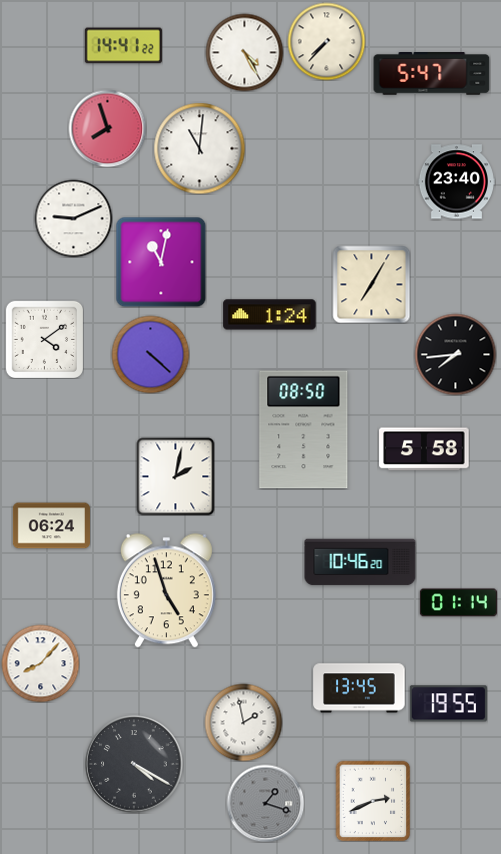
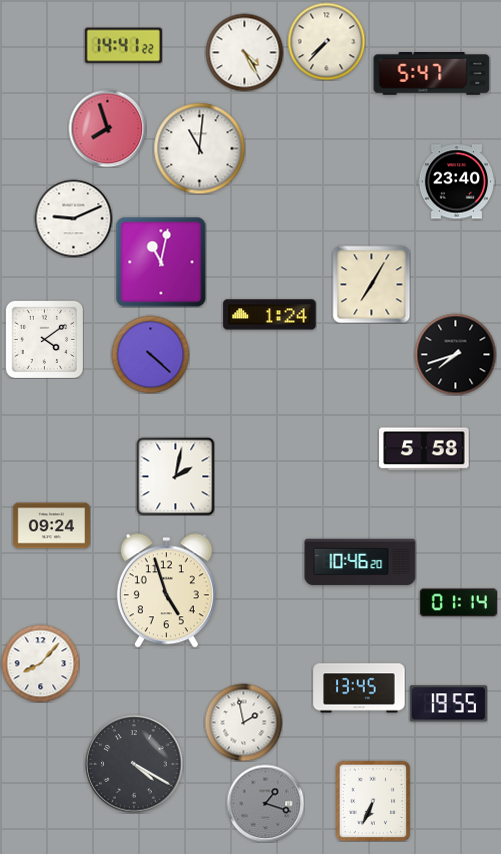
clock at (455, 354): 7:44 -> 7:42
clock at (304, 430): 08:50 -> none
clock at (51, 526): 06:24 -> 09:24
clock at (373, 801): 2:41 -> 6:34
